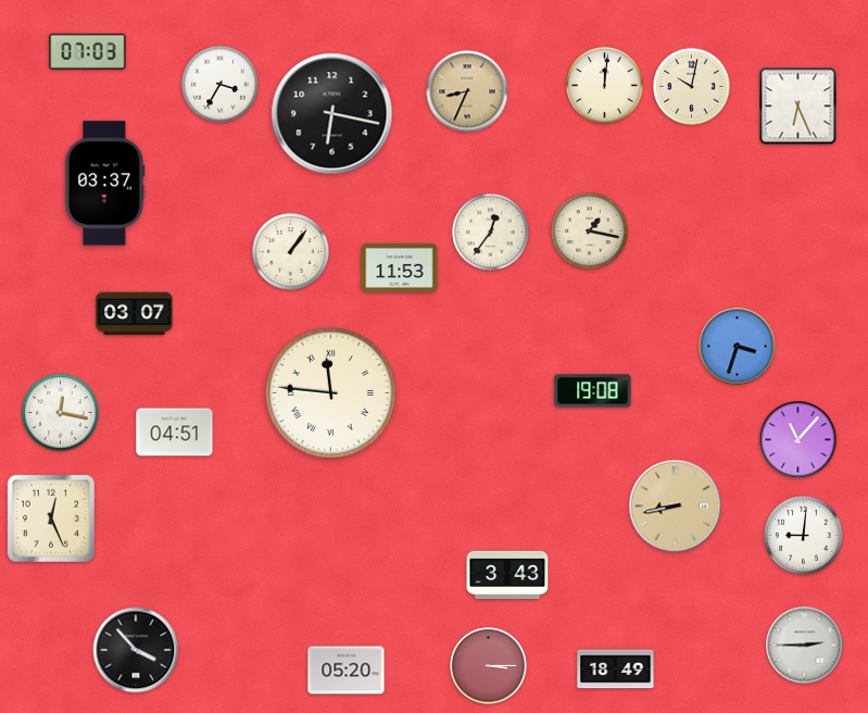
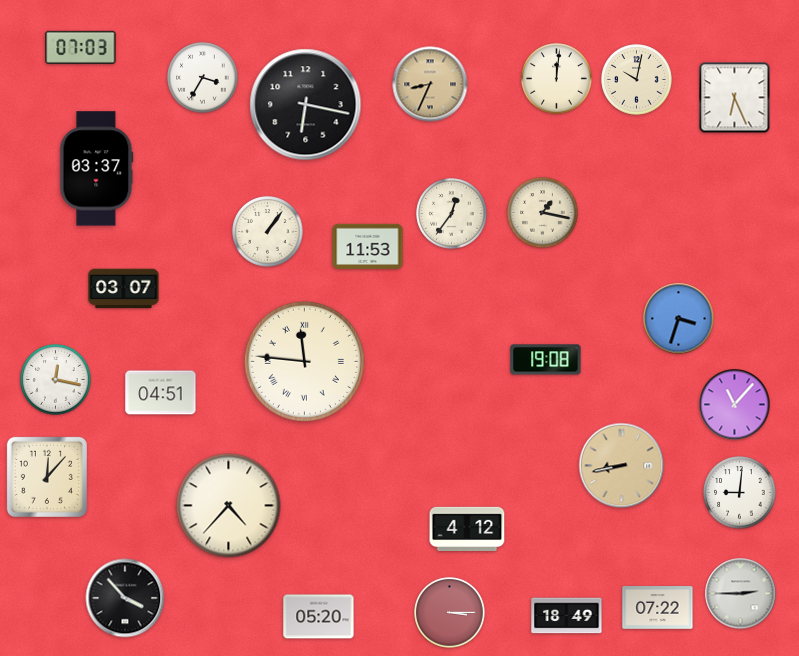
clock at (175, 433) position: (175, 433) -> (161, 393)
clock at (51, 518): 12:26 -> 12:07
clock at (229, 506): none -> 4:37
clock at (507, 574): 3:43 -> 4:12
clock at (658, 608): none -> 07:22
